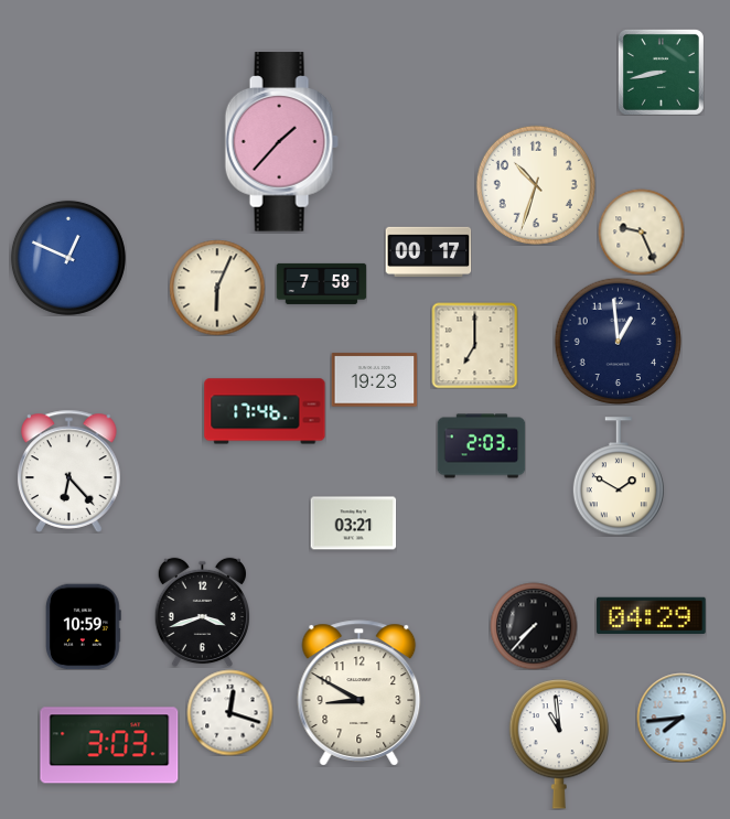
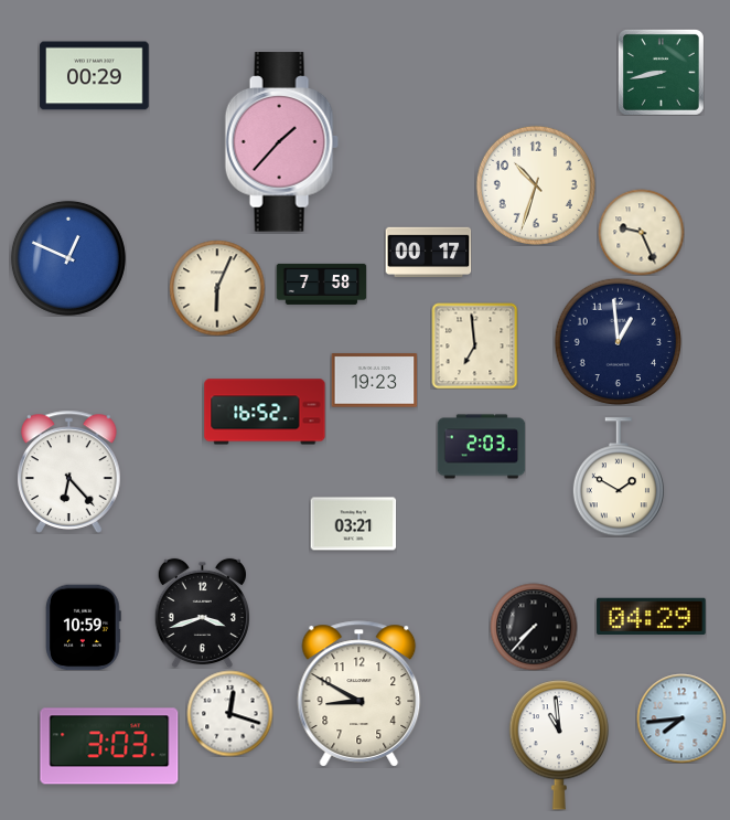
clock at (95, 76): none -> 00:29
clock at (474, 345): 7:00 -> 6:59
clock at (265, 411): 17:46 -> 16:52
